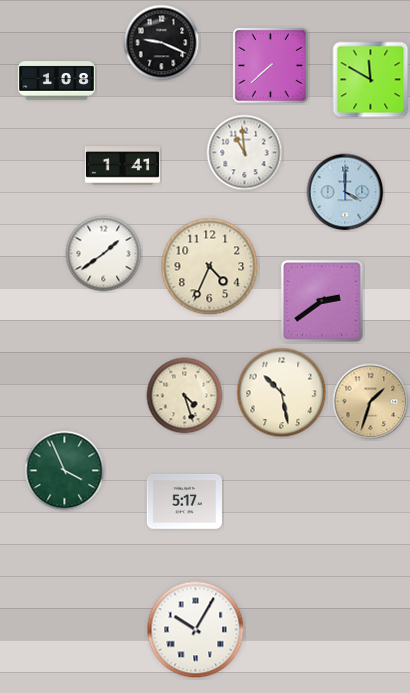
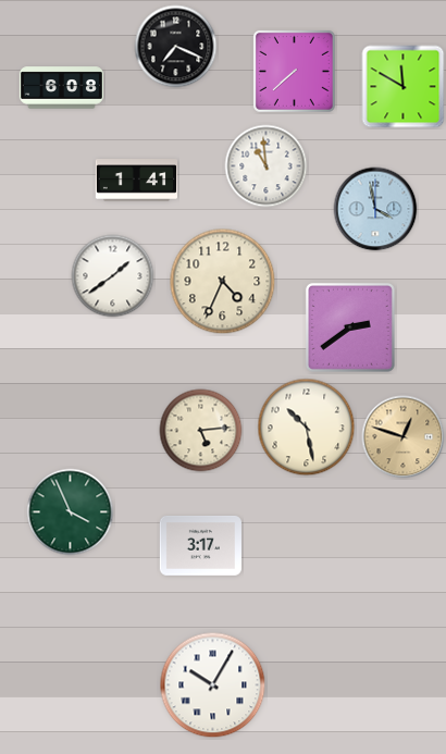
clock at (162, 43): 9:19 -> 7:19
clock at (56, 81): 1:08 -> 6:08
clock at (122, 166) position: (122, 166) -> (136, 181)
clock at (345, 192): 4:00 -> 3:58
clock at (210, 267) position: (210, 267) -> (223, 282)
clock at (185, 396): 4:27 -> 5:14
clock at (371, 402): 1:33 -> 12:48
clock at (184, 501): 5:17 -> 3:17
